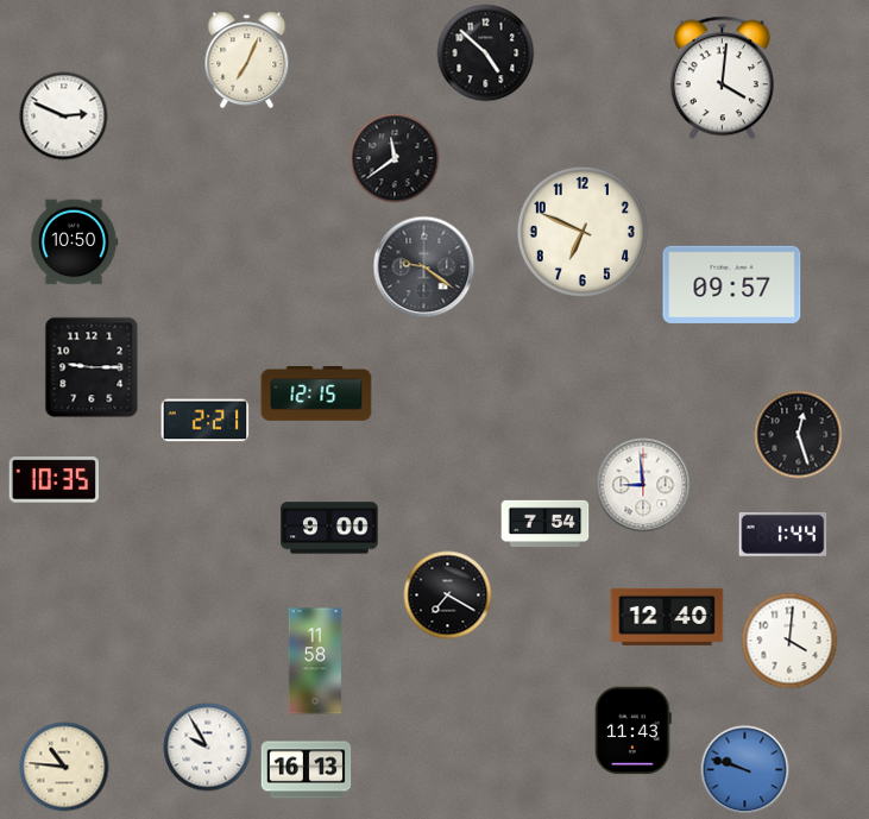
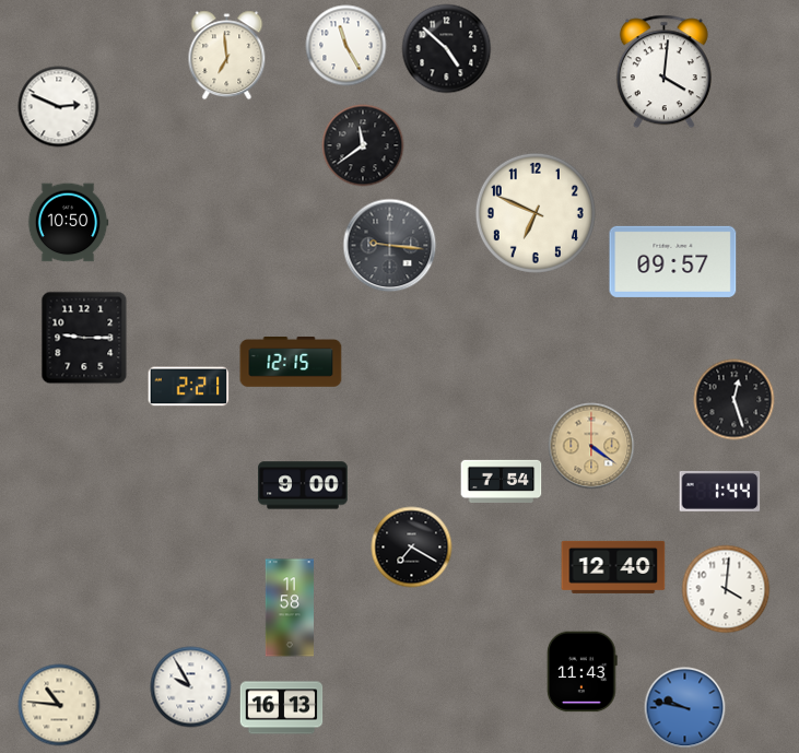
clock at (346, 46): none -> 11:25
clock at (247, 61): 7:04 -> 6:59
clock at (424, 267): 9:21 -> 9:16
clock at (55, 480): 10:35 -> none
clock at (643, 485): 8:59 -> 4:21
clock at (643, 485) dial: white -> champagne
clock at (745, 770): 9:48 -> 9:47
